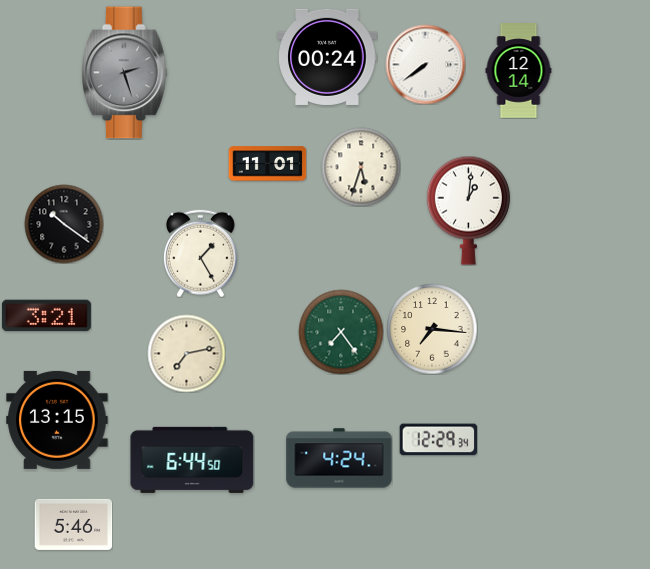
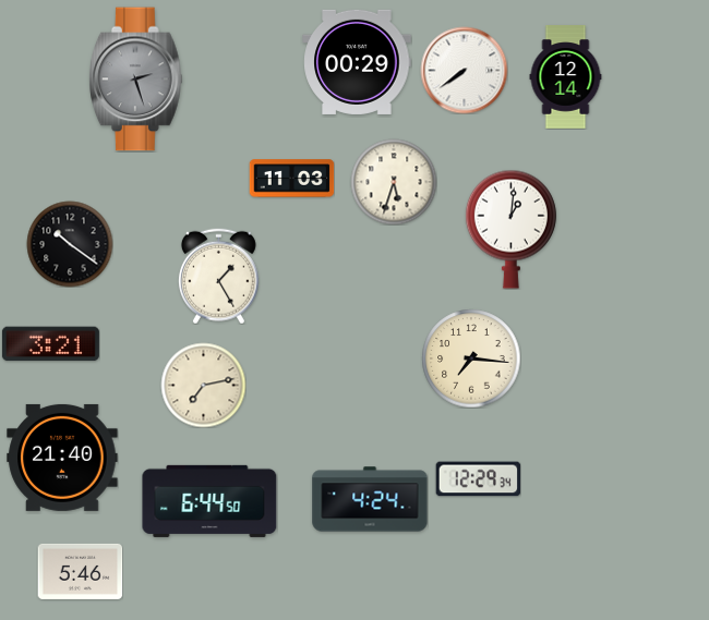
clock at (327, 57): 00:24 -> 00:29
clock at (267, 164): 11:01 -> 11:03
clock at (341, 332): 7:24 -> none
clock at (57, 420): 13:15 -> 21:40
